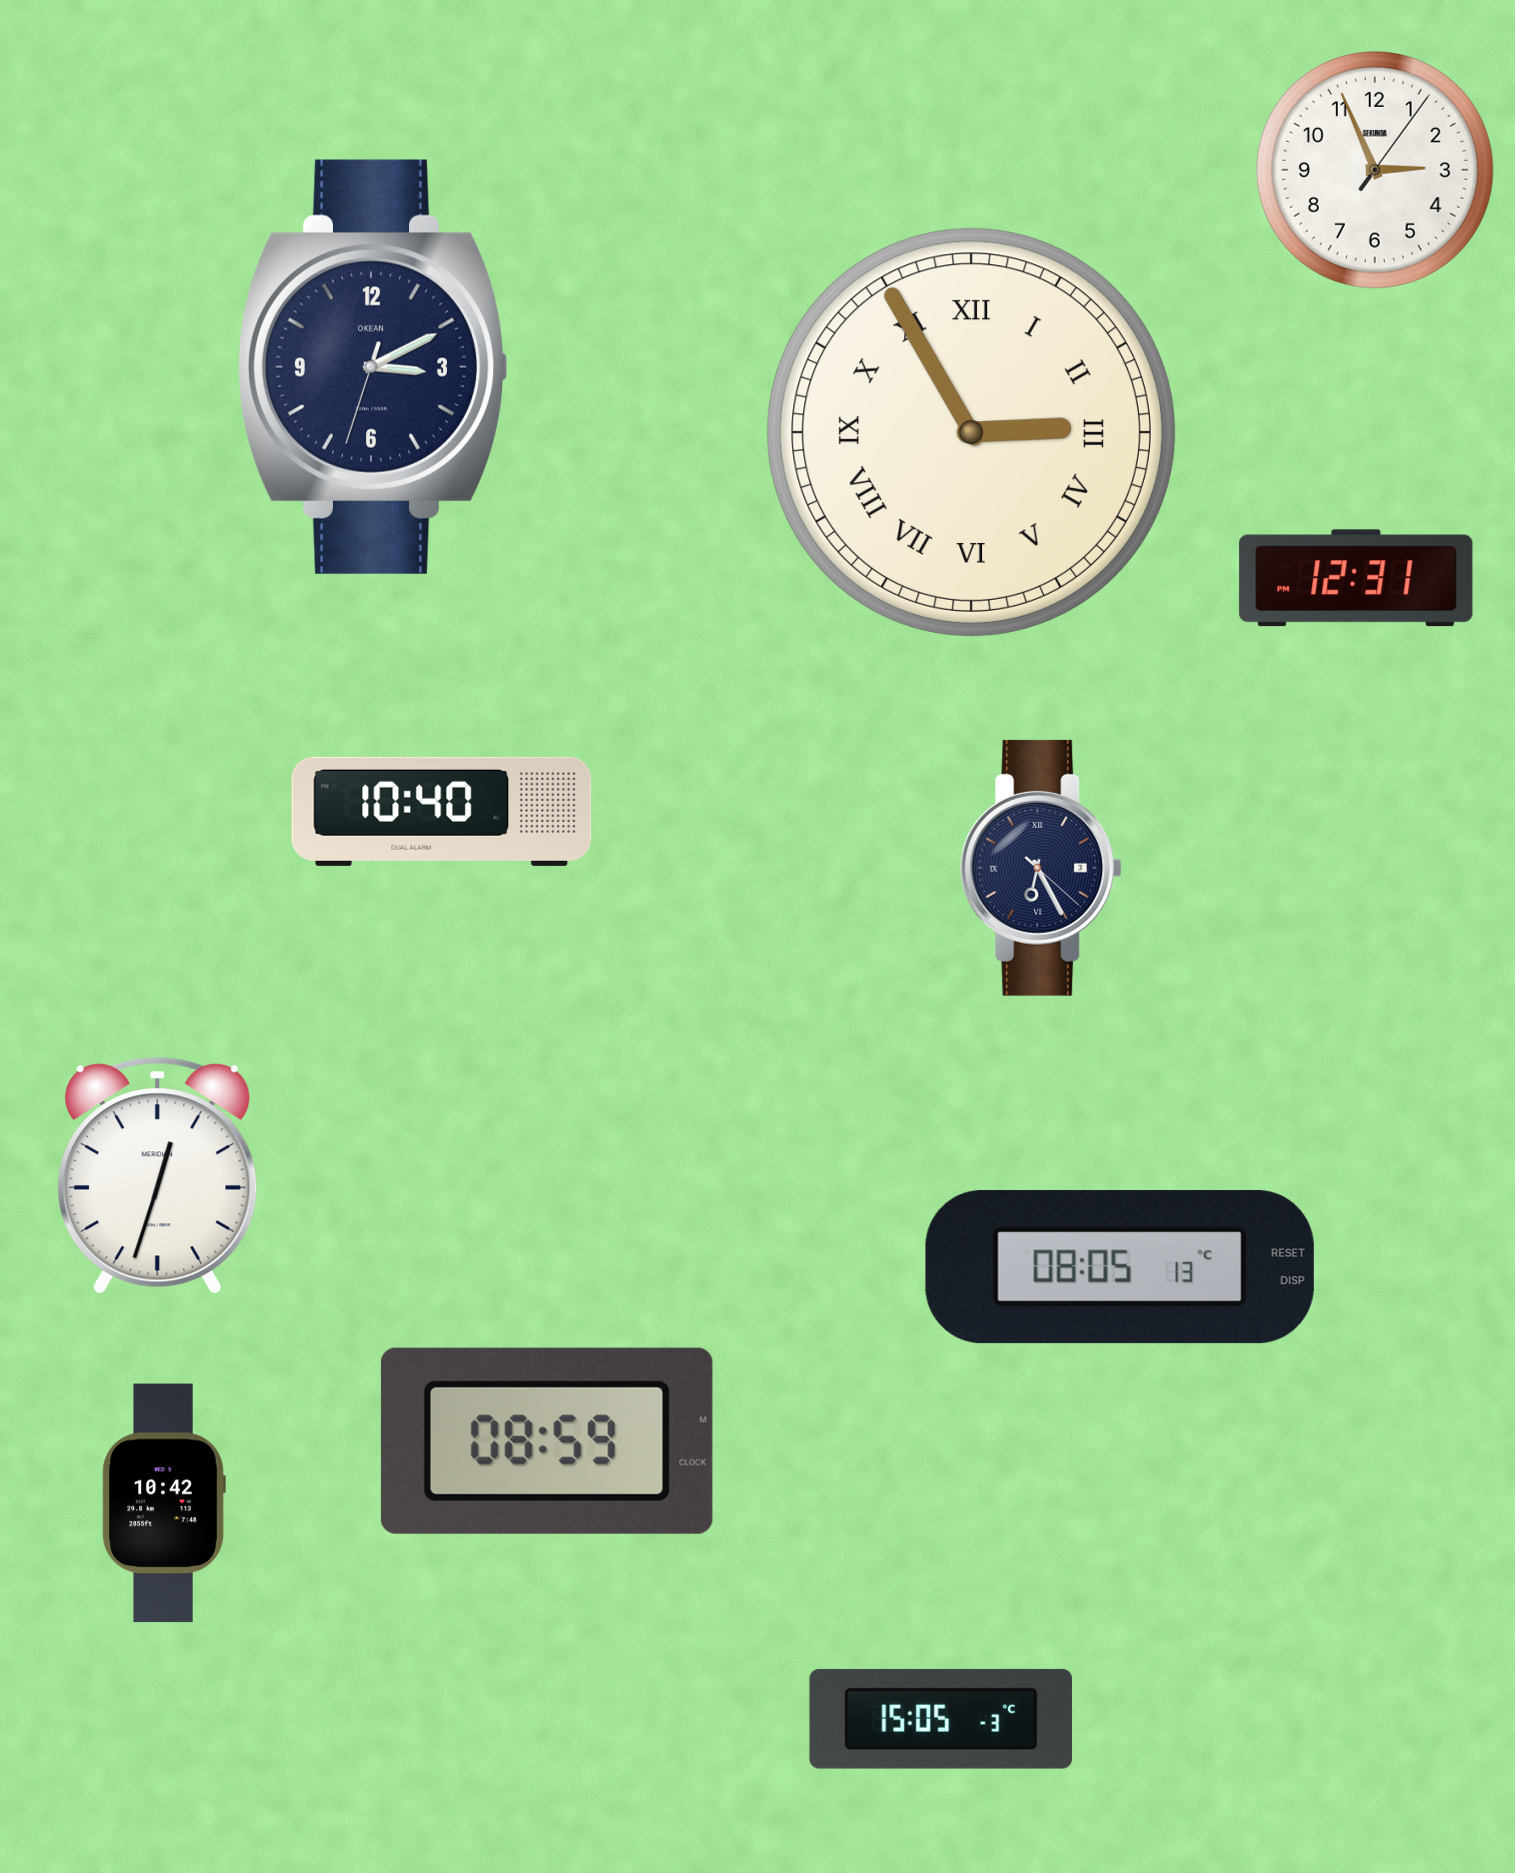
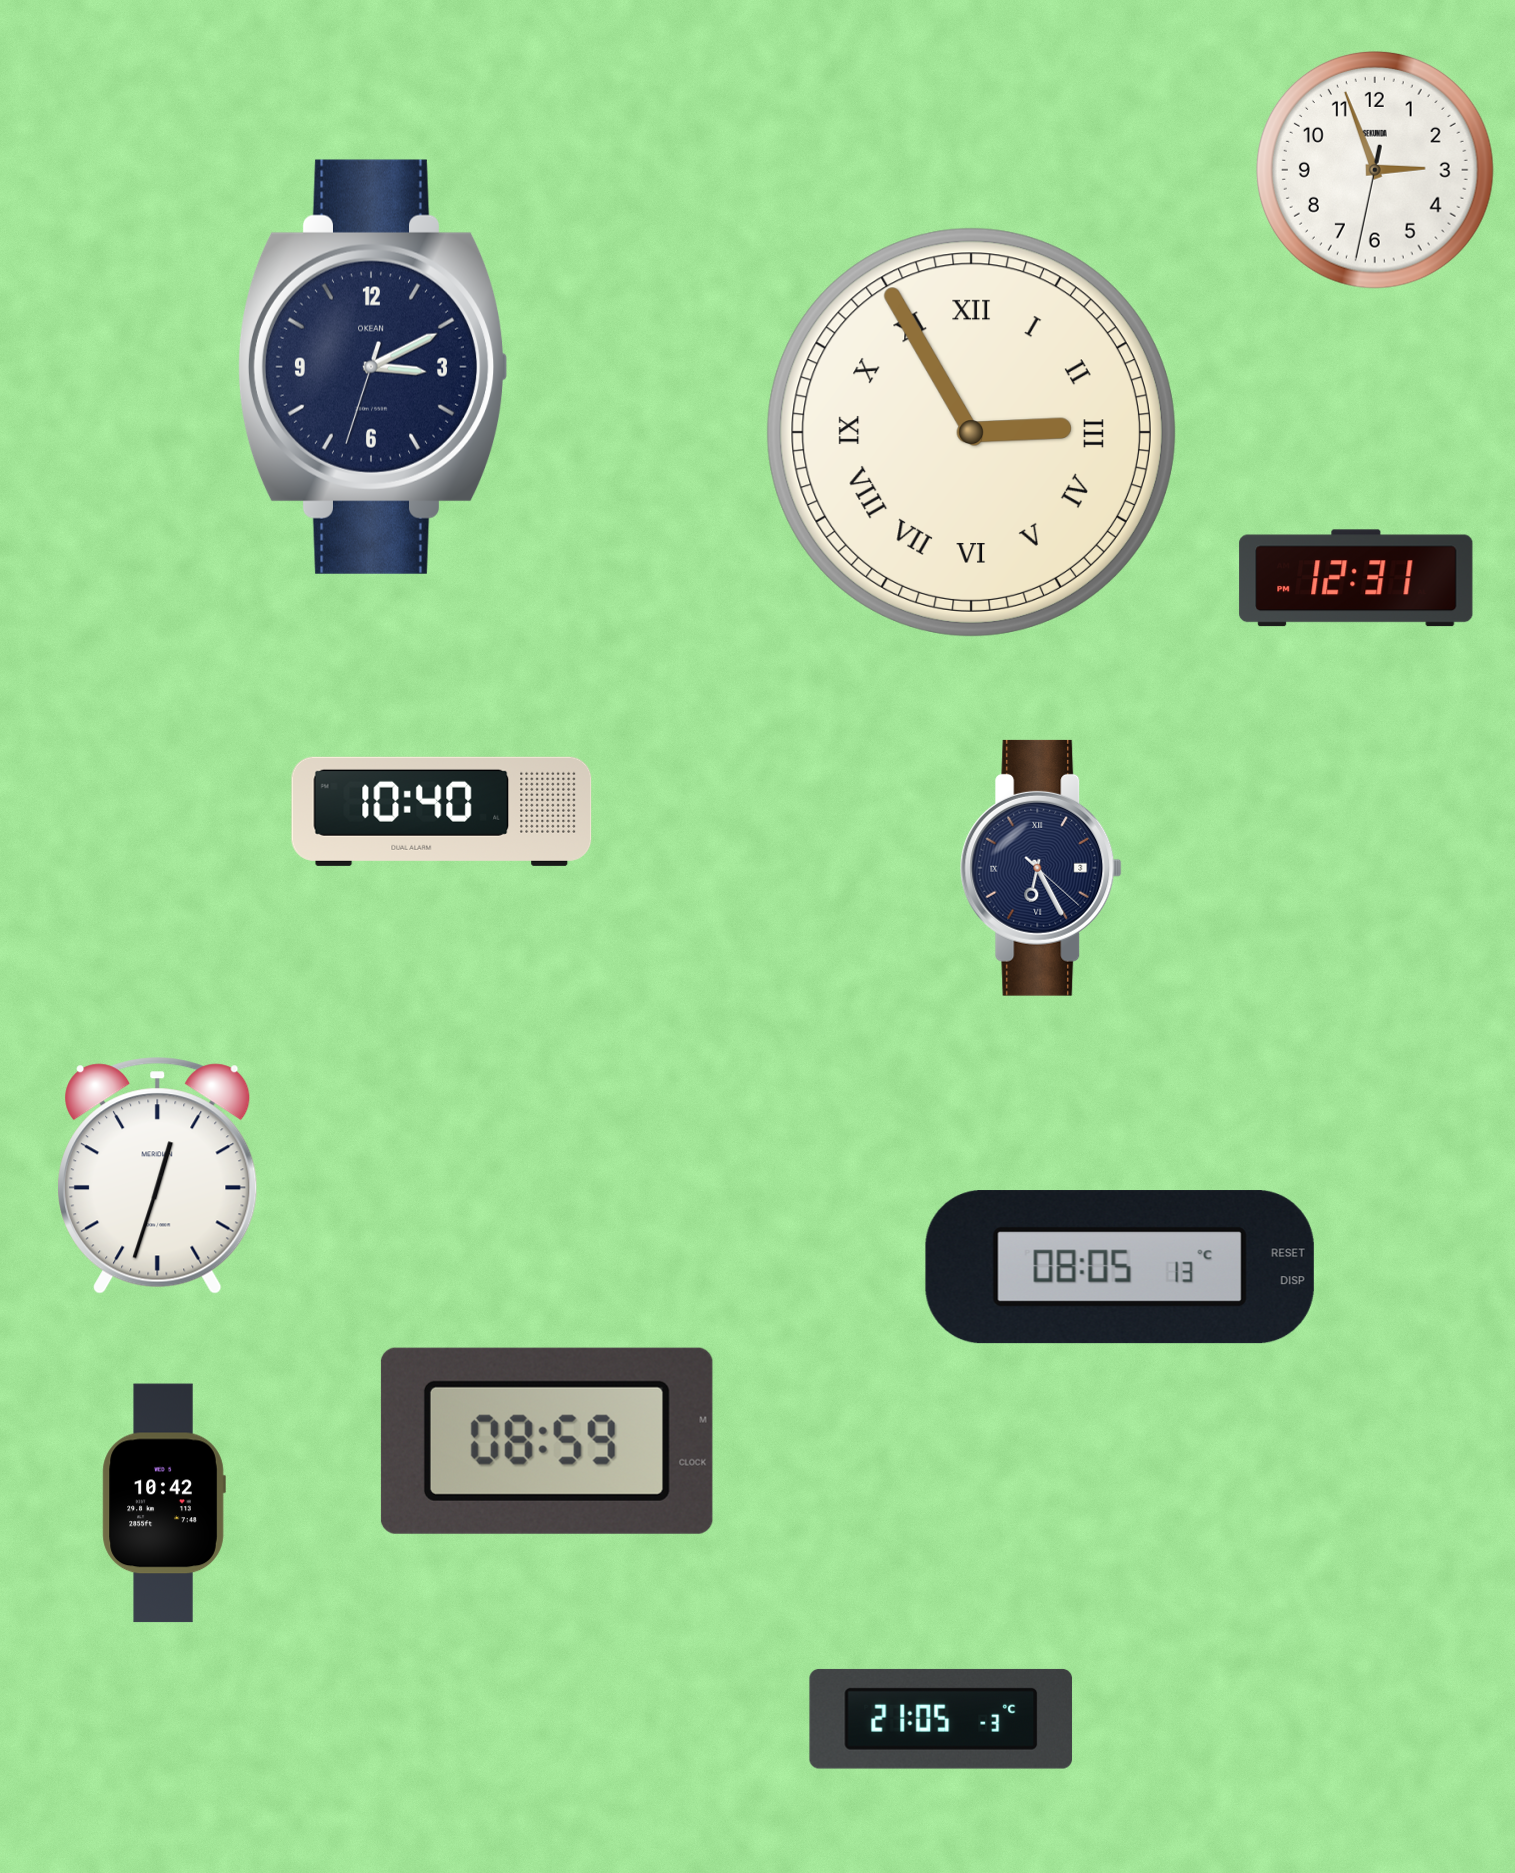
clock at (1375, 170): 2:56:06 -> 2:56:32
clock at (941, 1719): 15:05 -> 21:05
